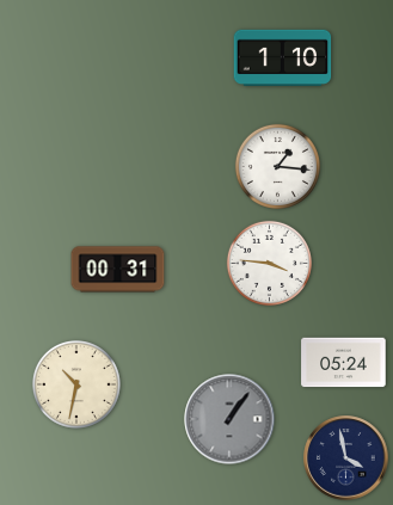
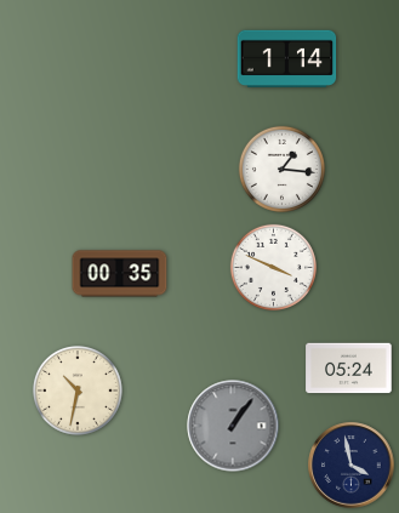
clock at (283, 58): 1:10 -> 1:14
clock at (269, 263): 3:46 -> 3:49
clock at (118, 270): 00:31 -> 00:35
